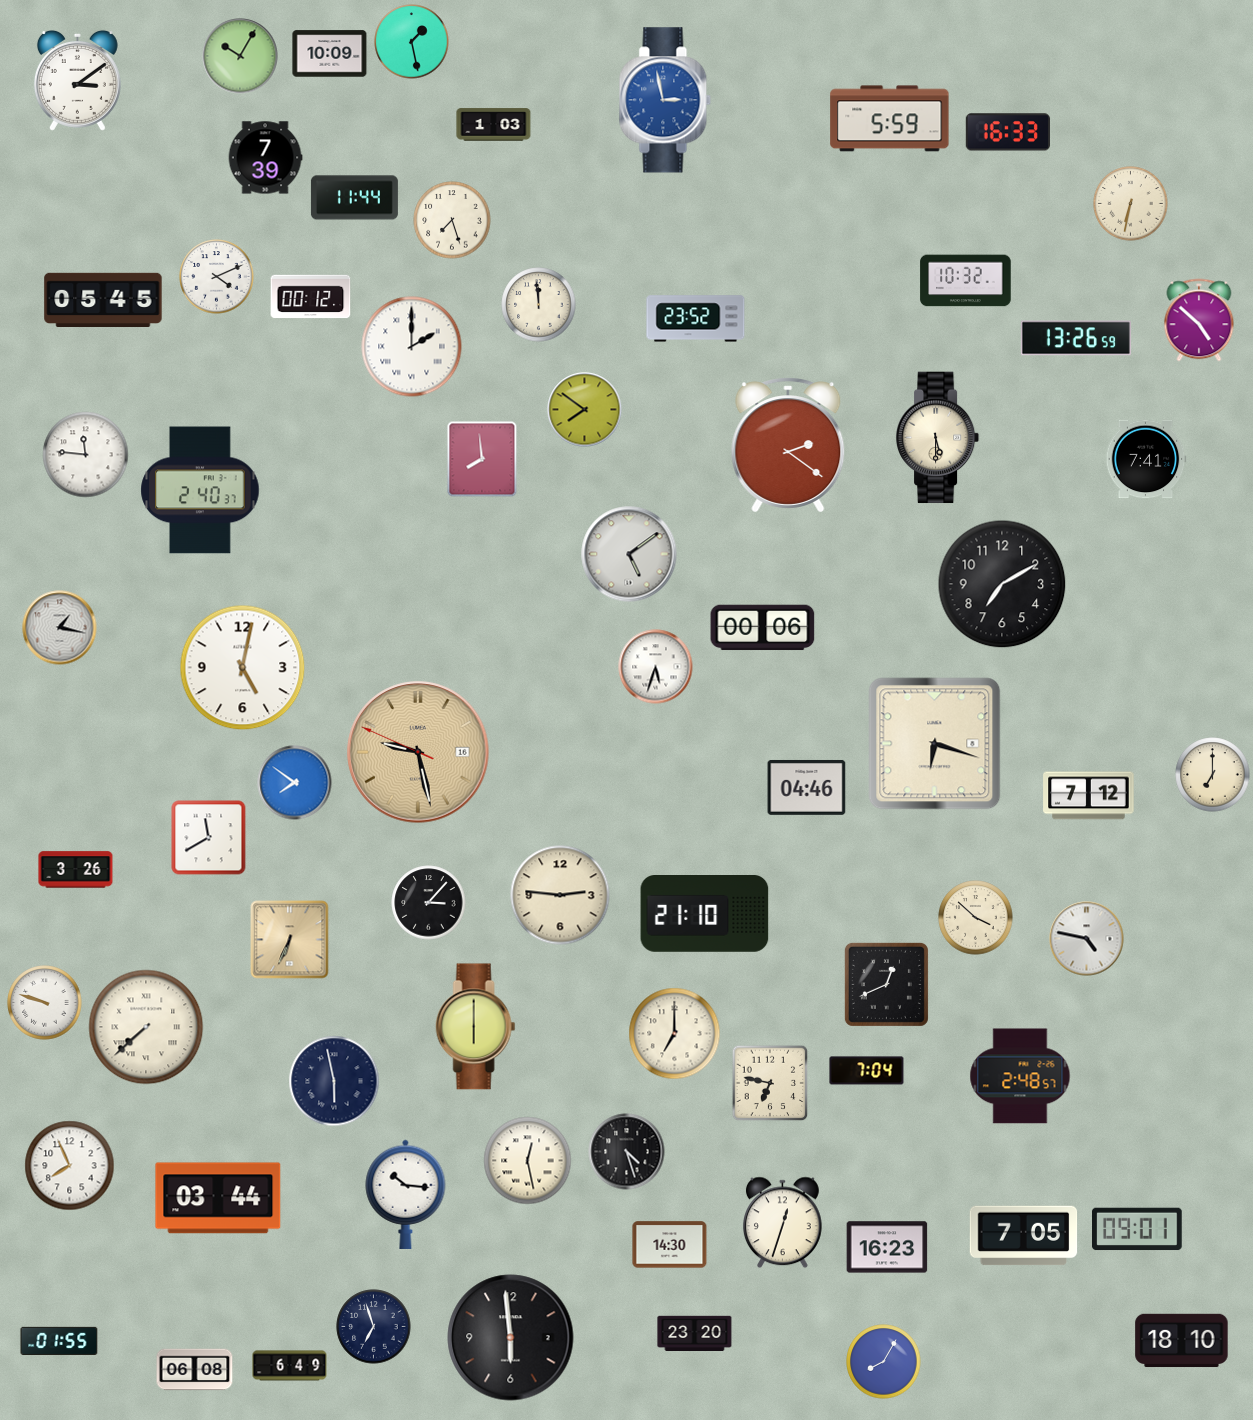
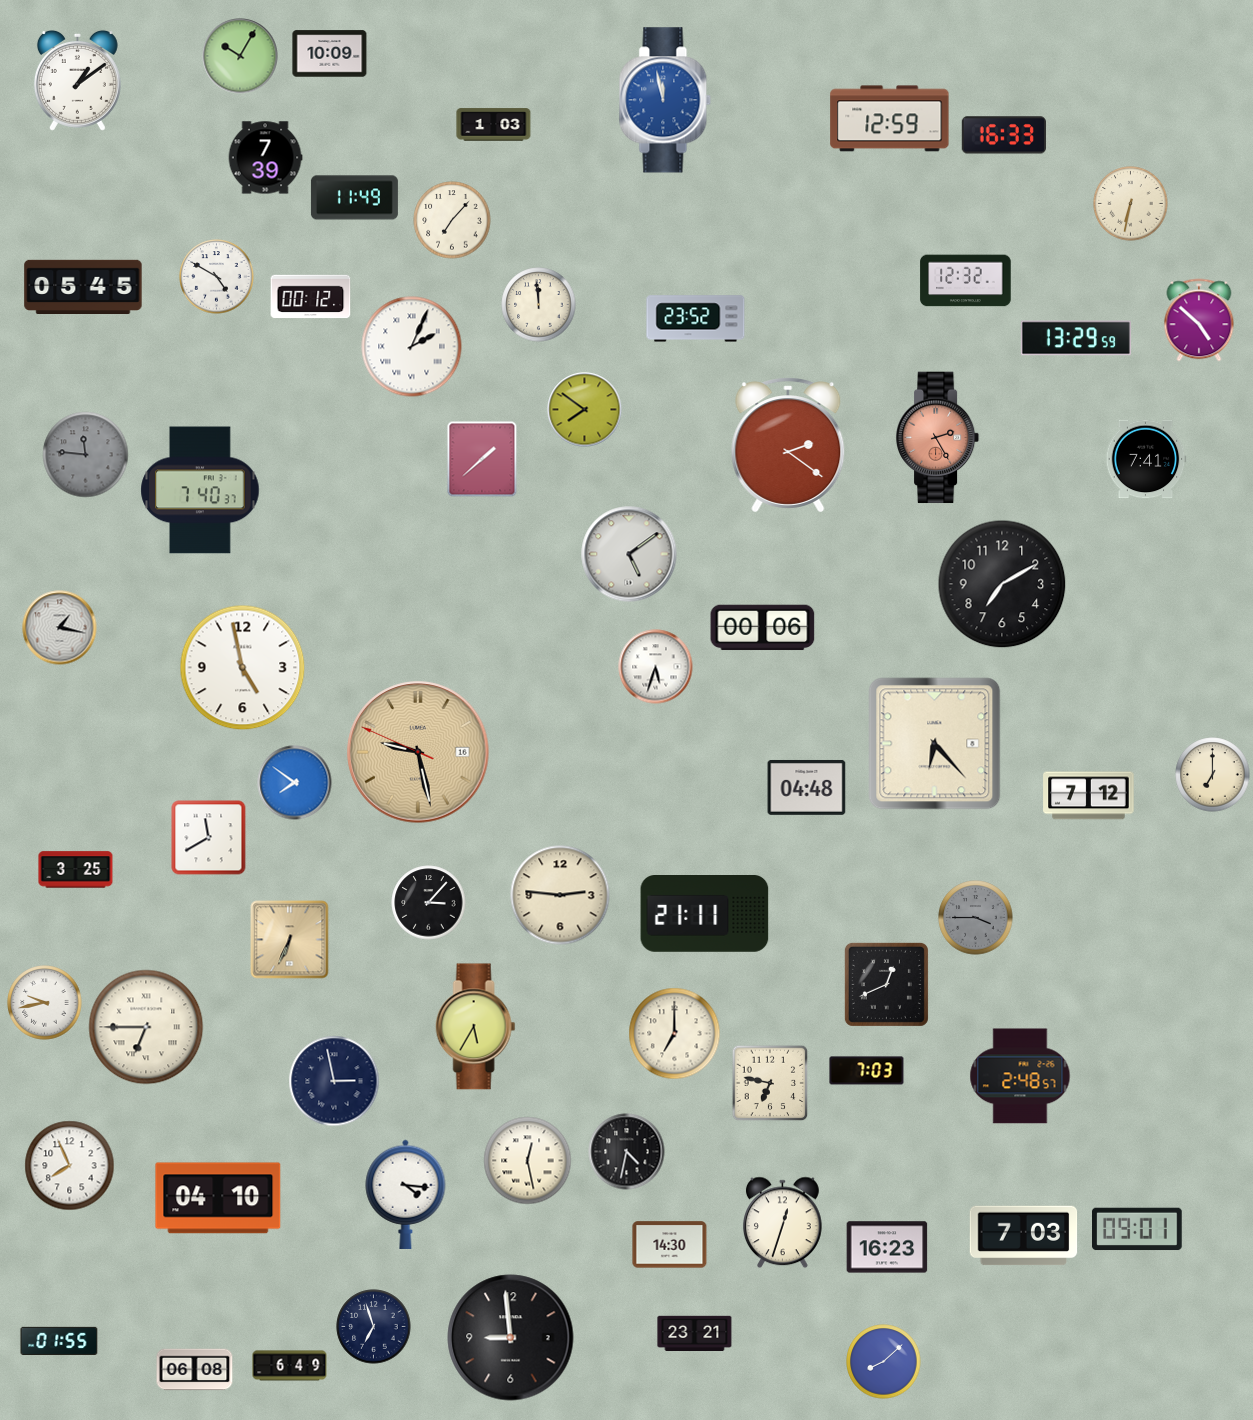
clock at (412, 42): 1:28 -> none
clock at (77, 80): 3:09 -> 1:09
clock at (665, 100): 2:58 -> 11:58
clock at (890, 119): 5:59 -> 12:59
clock at (1008, 132) position: (1008, 132) -> (1004, 135)
clock at (354, 198): 11:44 -> 11:49
clock at (452, 220): 7:27 -> 7:07
clock at (217, 277): 4:11 -> 4:50
clock at (966, 281): 10:32 -> 12:32
clock at (103, 299) position: (103, 299) -> (83, 286)
clock at (1076, 338): 13:26 -> 13:29
clock at (412, 347): 2:00 -> 2:04
clock at (938, 438): 5:30 -> 2:25
clock at (938, 438) dial: cream -> salmon
clock at (86, 455) dial: white -> grey
clock at (482, 459): 7:59 -> 1:38
clock at (200, 490): 2:40 -> 7:40
clock at (243, 668): 5:02 -> 4:58
clock at (935, 744): 6:18 -> 6:23
clock at (807, 787): 04:46 -> 04:48
clock at (76, 870): 3:26 -> 3:25
clock at (705, 914): 21:10 -> 21:11
clock at (976, 918): 3:52 -> 3:45
clock at (976, 918) dial: cream -> grey
clock at (1087, 939): 4:47 -> none
clock at (45, 1003): 9:48 -> 9:43
clock at (146, 1027): 7:38 -> 6:45
clock at (476, 1027): 6:00 -> 5:35
clock at (867, 1071): 7:04 -> 7:03
clock at (334, 1081): 5:58 -> 2:58
clock at (627, 1152): 4:27 -> 4:32
clock at (406, 1194): 10:16 -> 4:16
clock at (218, 1198): 03:44 -> 04:10
clock at (1024, 1236): 7:05 -> 7:03
clock at (695, 1333): 23:20 -> 23:21
clock at (511, 1338): 5:59 -> 8:59
clock at (1182, 1341): 18:10 -> none
clock at (884, 1362): 8:05 -> 8:08
